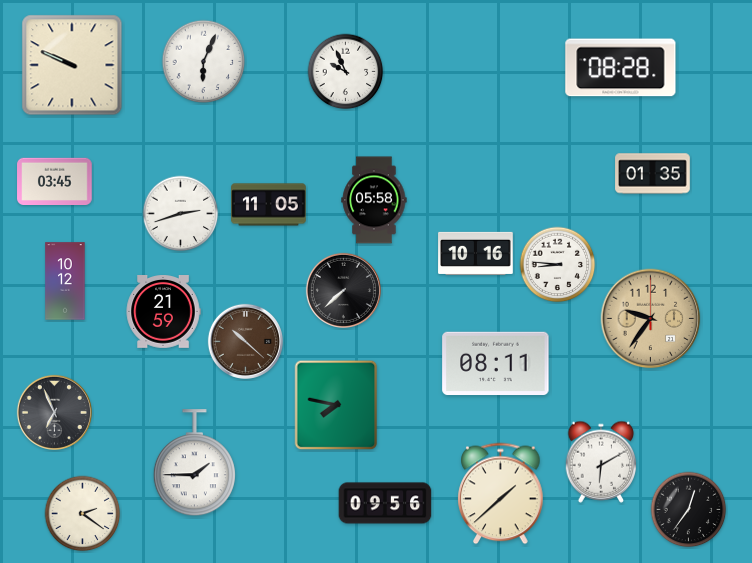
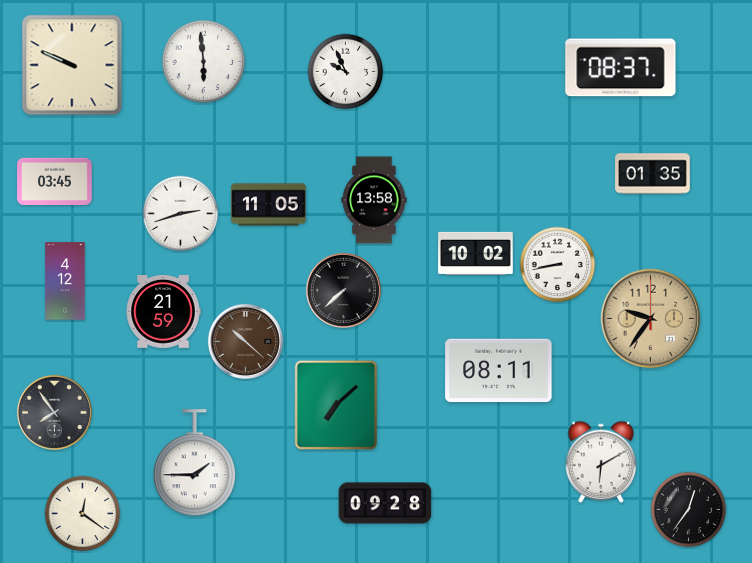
clock at (204, 62): 6:04 -> 5:59
clock at (621, 68): 08:28 -> 08:37
clock at (374, 200): 05:58 -> 13:58
clock at (476, 253): 10:16 -> 10:02
clock at (558, 265): 8:46 -> 8:43
clock at (65, 281): 10:12 -> 4:12
clock at (496, 364) position: (496, 364) -> (499, 371)
clock at (336, 405): 7:47 -> 7:08
clock at (54, 412): 6:56 -> 7:54
clock at (501, 494): 1:38 -> none
clock at (385, 503): 09:56 -> 09:28
clock at (83, 514): 2:21 -> 12:21
